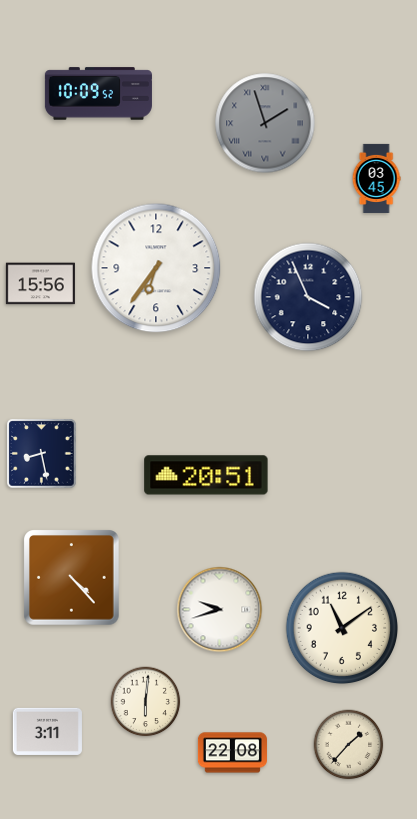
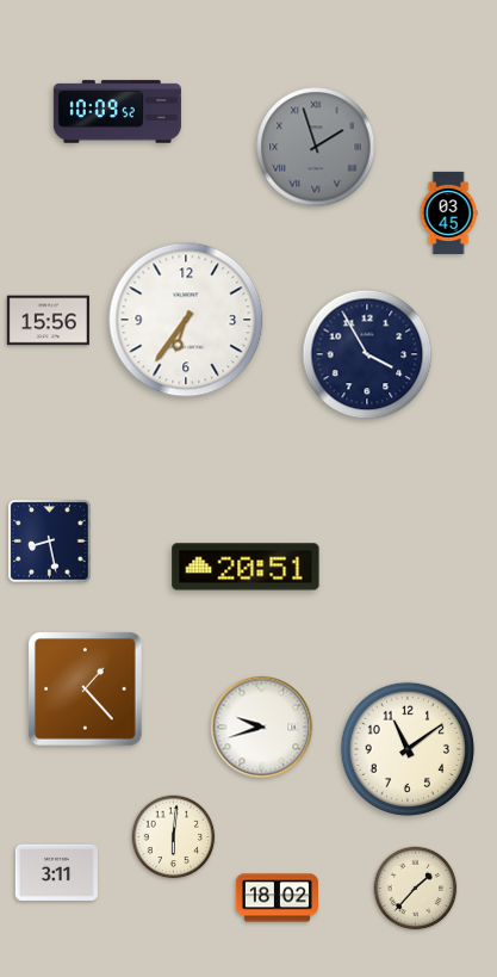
clock at (40, 284) position: (40, 284) -> (48, 321)
clock at (308, 297): 3:56 -> 3:55
clock at (72, 578): 4:23 -> 1:23
clock at (232, 753): 22:08 -> 18:02
